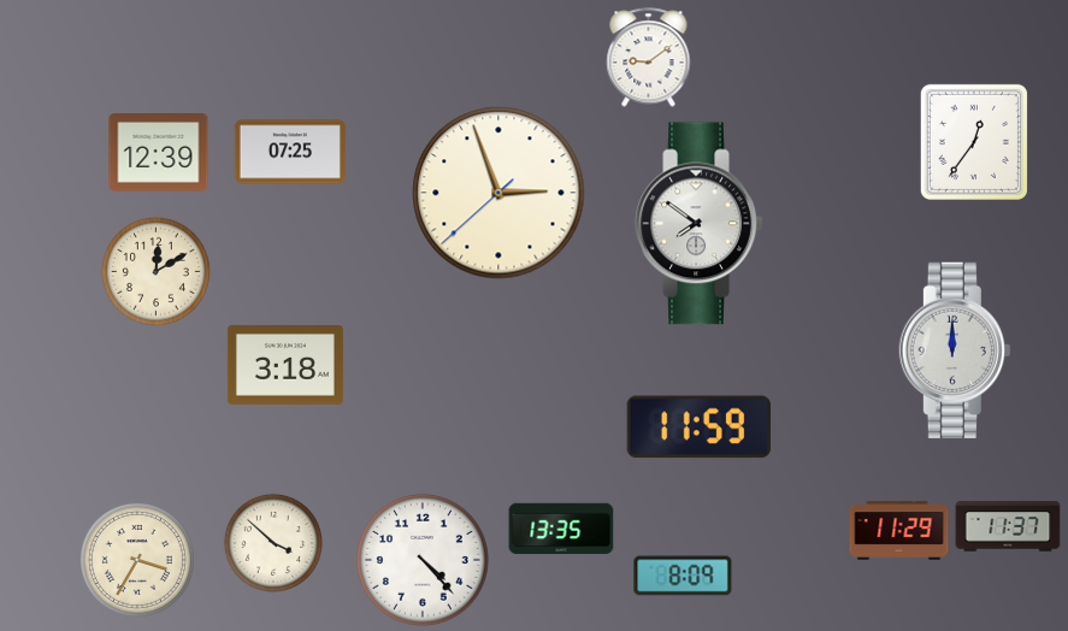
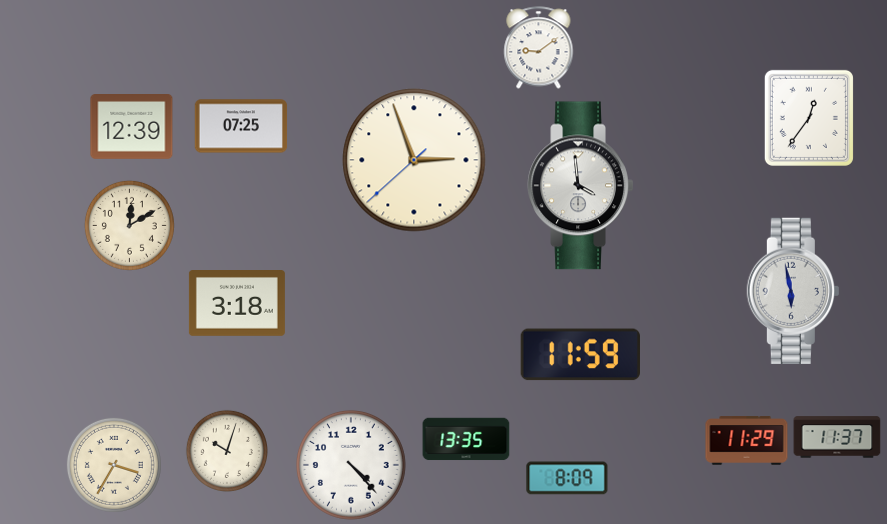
clock at (700, 224): 7:51 -> 3:59
clock at (955, 349): 12:00 -> 5:58
clock at (273, 543): 3:52 -> 10:03
